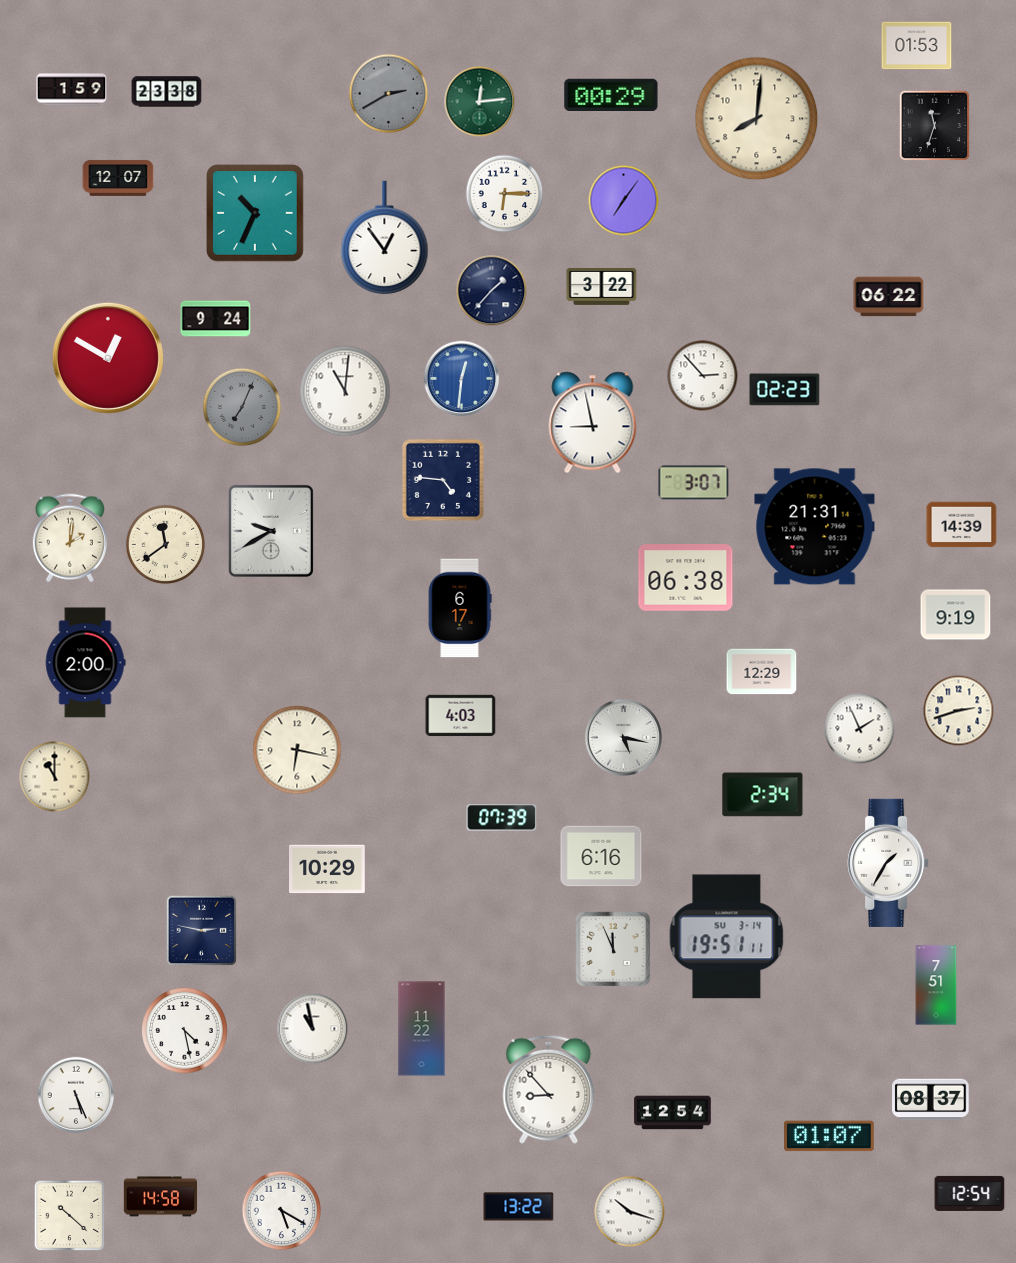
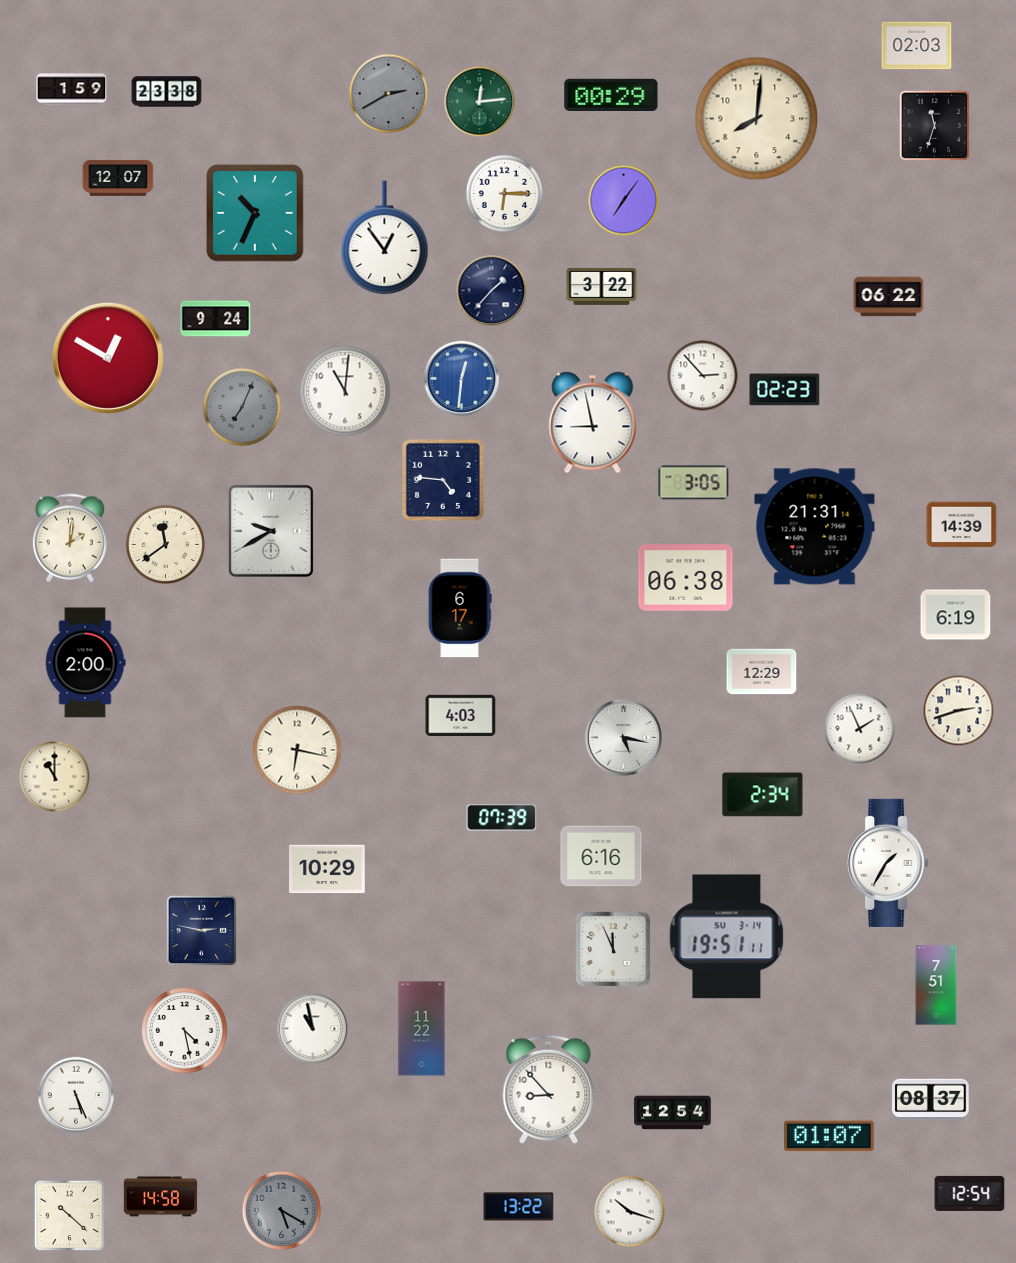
clock at (917, 46): 01:53 -> 02:03
clock at (694, 483): 3:07 -> 3:05
clock at (956, 615): 9:19 -> 6:19
clock at (282, 1211) dial: white -> grey
